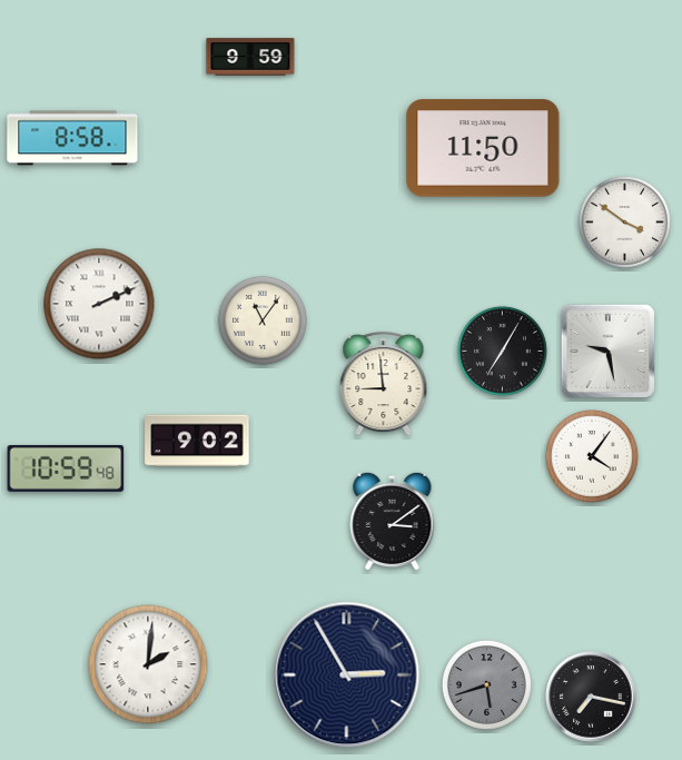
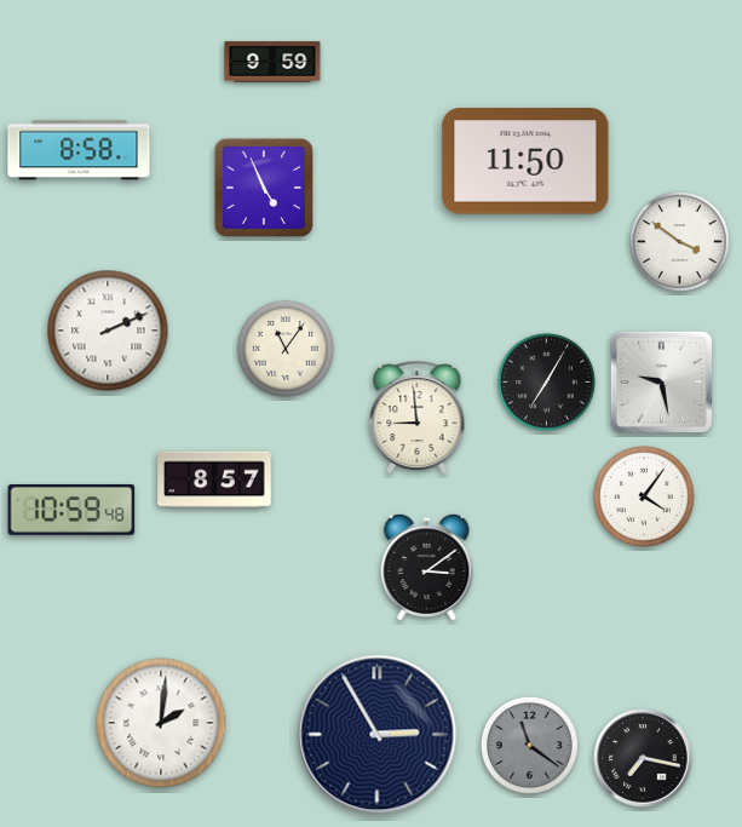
clock at (264, 188): none -> 4:56
clock at (197, 441): 9:02 -> 8:57
clock at (486, 684): 5:42 -> 11:21
